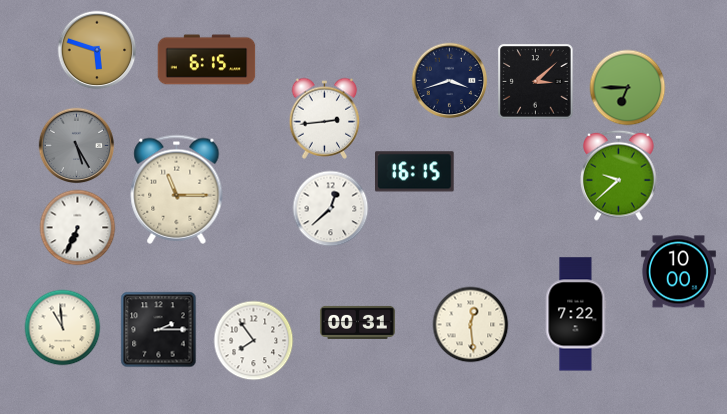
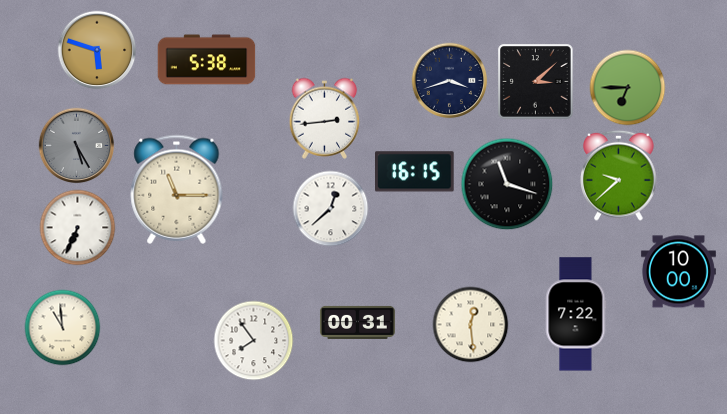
clock at (207, 60): 6:15 -> 5:38
clock at (507, 184): none -> 11:18
clock at (159, 330): 2:15 -> none
